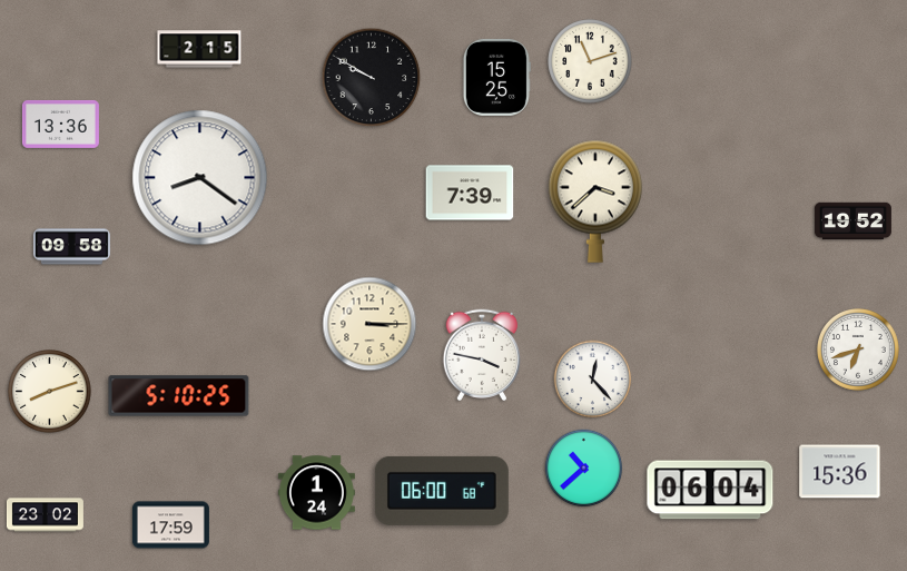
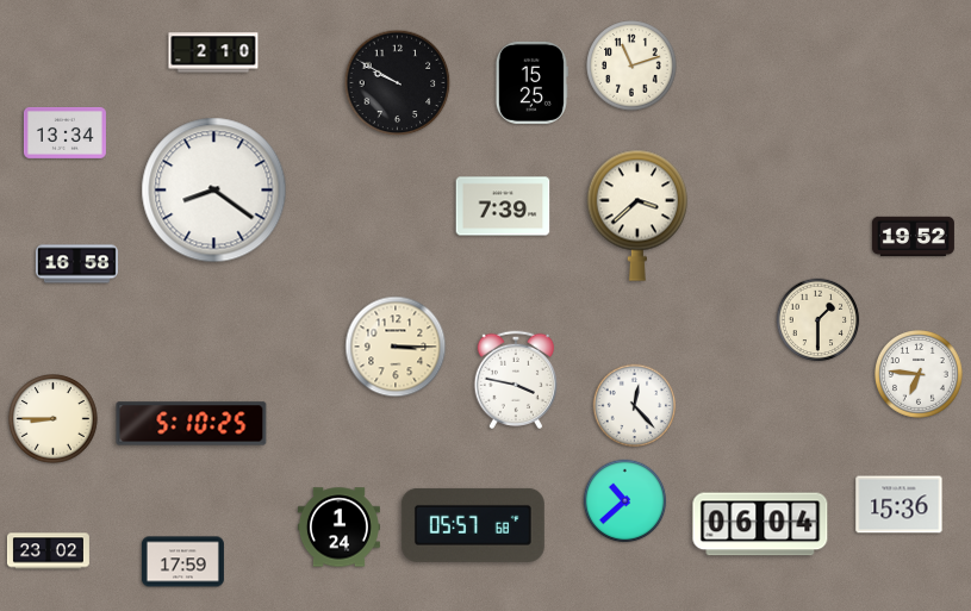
clock at (199, 49): 2:15 -> 2:10
clock at (60, 124): 13:36 -> 13:34
clock at (71, 247): 09:58 -> 16:58
clock at (818, 320): none -> 1:30
clock at (859, 351): 6:42 -> 6:46
clock at (50, 392): 8:12 -> 8:45
clock at (442, 491): 06:00 -> 05:57
